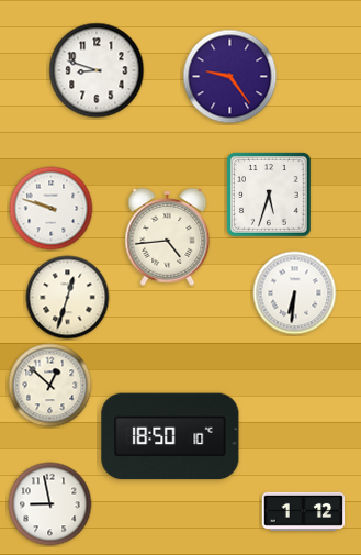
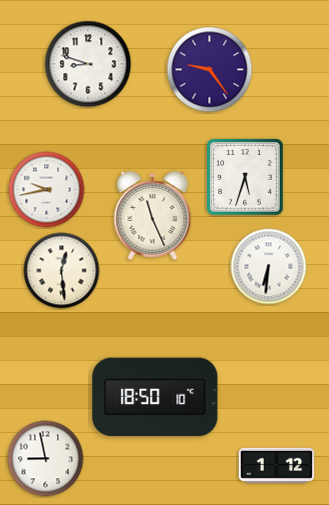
clock at (52, 209): 9:48 -> 9:43
clock at (168, 236): 4:44 -> 11:26
clock at (68, 298): 12:33 -> 12:29
clock at (50, 386): 12:52 -> none
